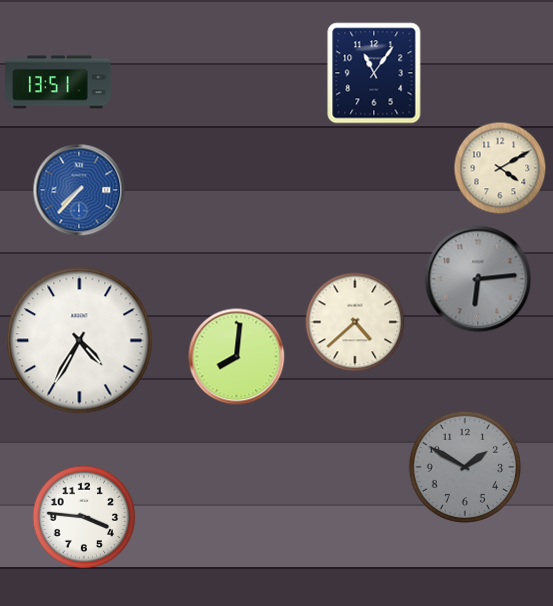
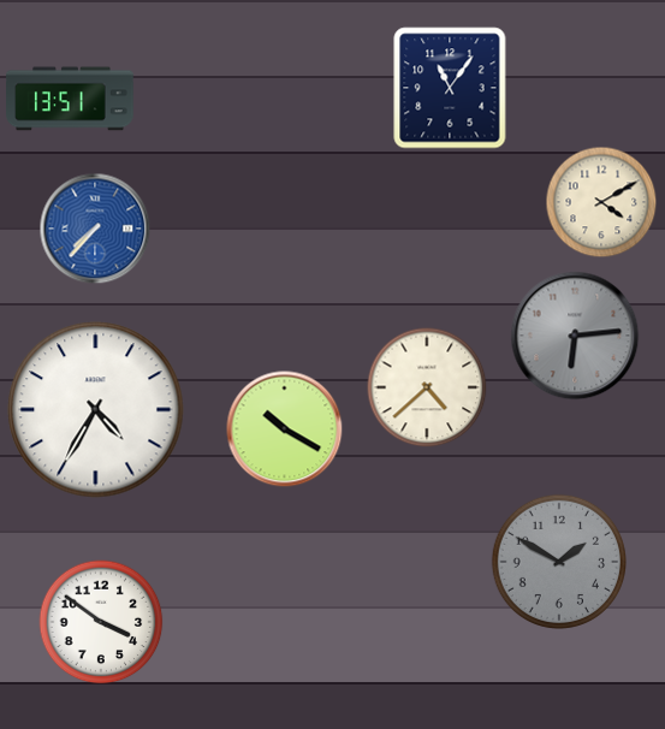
clock at (237, 357): 8:01 -> 10:20
clock at (84, 517): 3:46 -> 3:51
